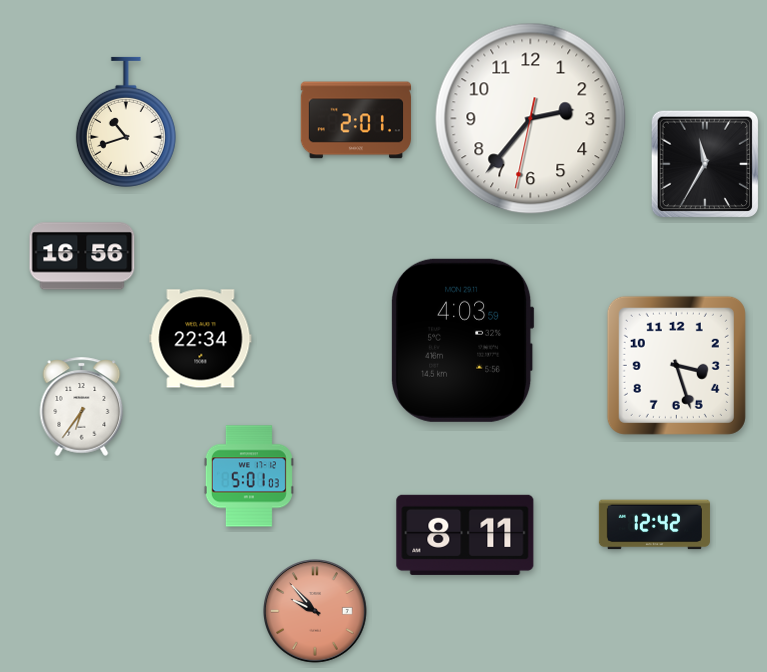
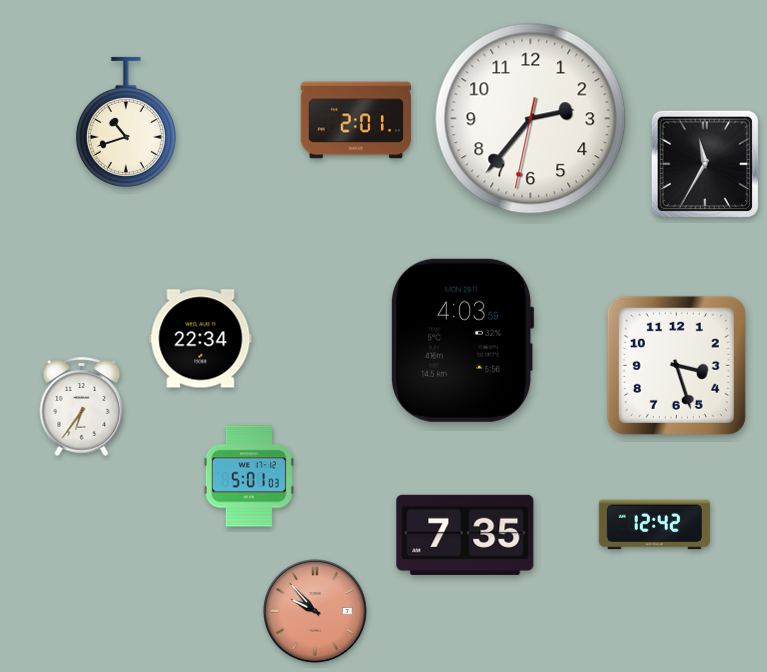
clock at (82, 256): 16:56 -> none
clock at (465, 535): 8:11 -> 7:35
